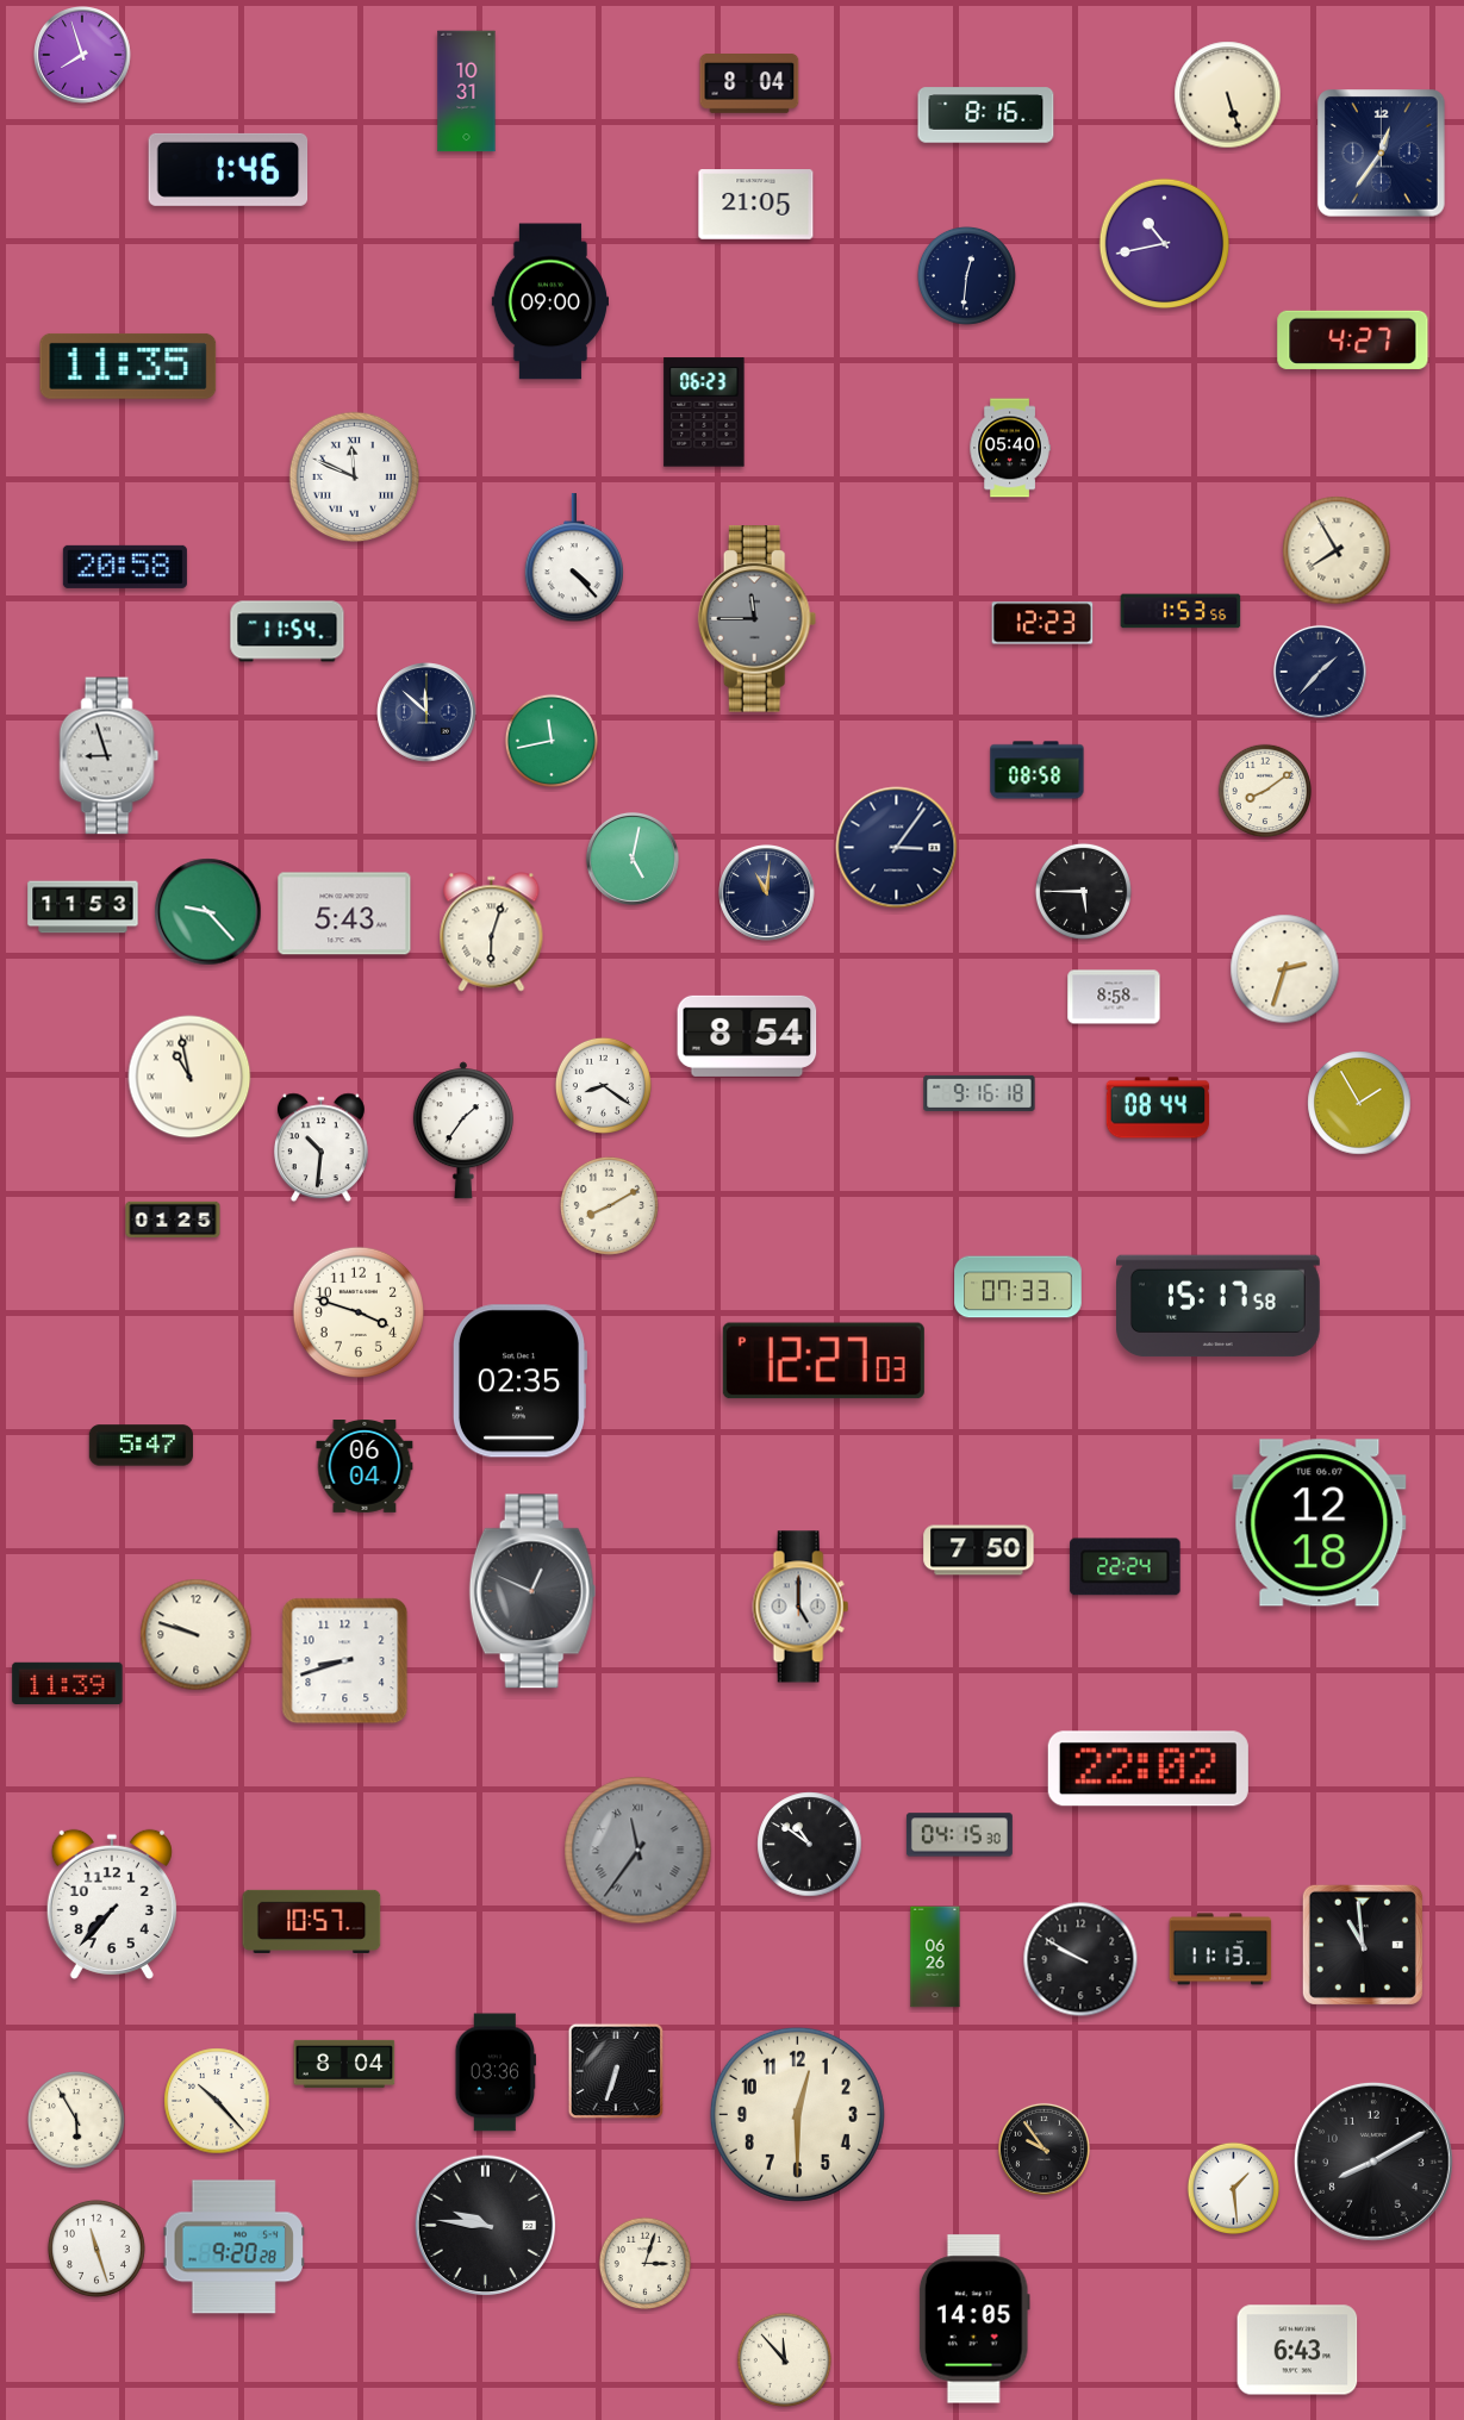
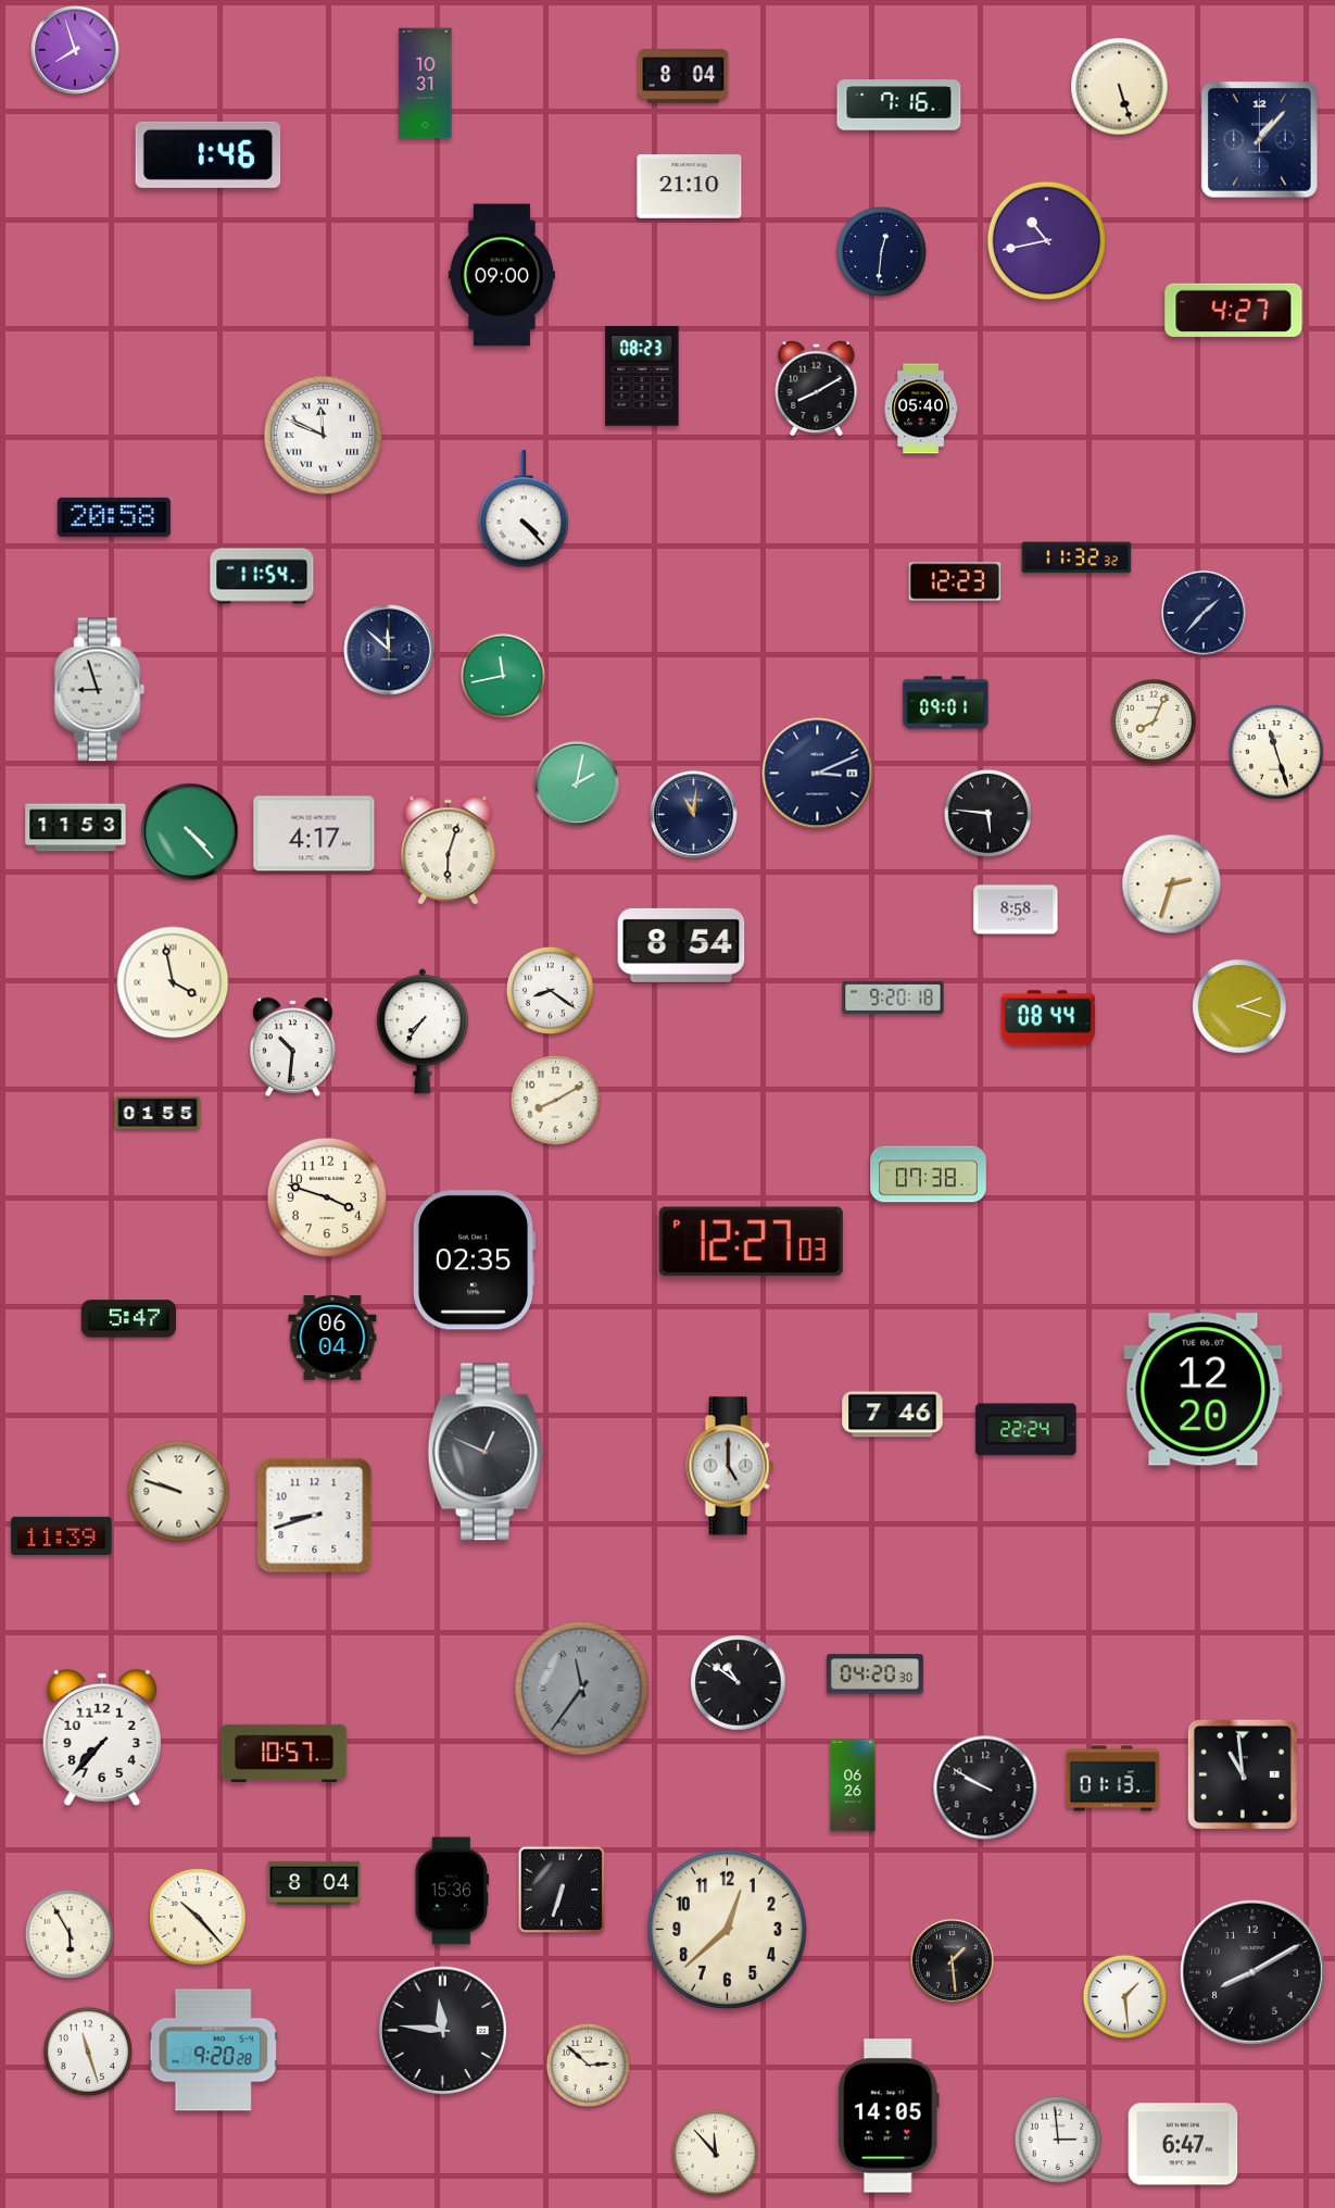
clock at (986, 116): 8:16 -> 7:16
clock at (1382, 154): 12:36 -> 1:07
clock at (756, 205): 21:05 -> 21:10
clock at (1164, 243) position: (1164, 243) -> (1046, 240)
clock at (129, 366): 11:35 -> none
clock at (704, 412): 06:23 -> 08:23
clock at (817, 387): none -> 8:10
clock at (1337, 550): 7:55 -> none
clock at (1180, 611): 1:53 -> 11:32
clock at (758, 619): 11:45 -> none
clock at (1042, 623) position: (1042, 623) -> (955, 581)
clock at (1038, 771): 08:58 -> 09:01
clock at (1264, 790): 8:09 -> 8:04
clock at (1276, 752): none -> 11:27
clock at (897, 848): 3:06 -> 3:11
clock at (633, 859): 5:02 -> 2:02
clock at (1083, 891): 5:45 -> 5:46
clock at (767, 893) position: (767, 893) -> (694, 815)
clock at (208, 912): 9:23 -> 4:23
clock at (344, 913): 5:43 -> 4:17
clock at (189, 1077): 10:58 -> 3:58
clock at (979, 1093): 9:16 -> 9:20
clock at (1359, 1103): 1:55 -> 2:18
clock at (1158, 1108) position: (1158, 1108) -> (1048, 1018)
clock at (463, 1130): 1:36 -> 7:36
clock at (173, 1220): 01:25 -> 01:55
clock at (1018, 1287): 07:33 -> 07:38
clock at (1219, 1306): 15:17 -> none
clock at (1320, 1523): 12:18 -> 12:20
clock at (979, 1551): 7:50 -> 7:46
clock at (1148, 1769): 22:02 -> none
clock at (959, 1835): 04:15 -> 04:20
clock at (1221, 1950): 11:13 -> 01:13
clock at (494, 2072): 03:36 -> 15:36
clock at (797, 2114): 12:30 -> 12:38
clock at (1044, 2148): 9:54 -> 1:29
clock at (486, 2226): 9:46 -> 11:46
clock at (646, 2264): 3:03 -> 2:52
clock at (1058, 2140): none -> 2:59
clock at (1297, 2350): 6:43 -> 6:47
